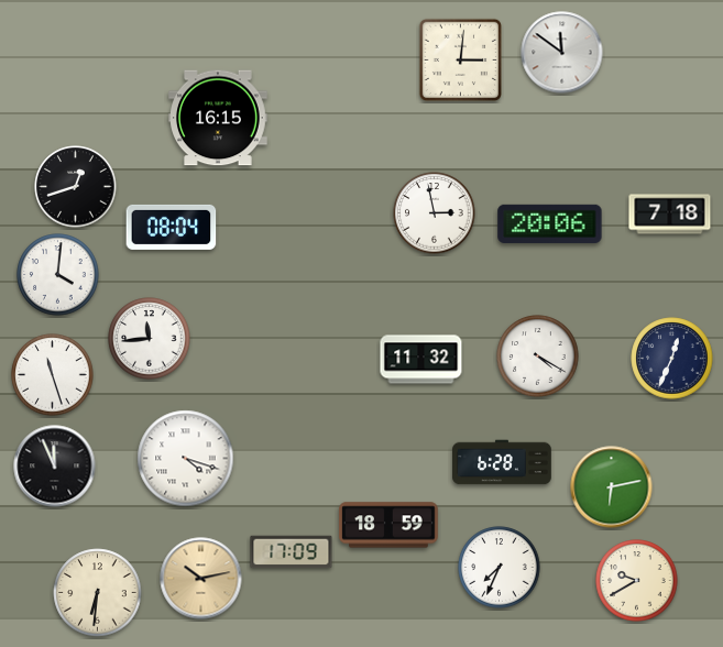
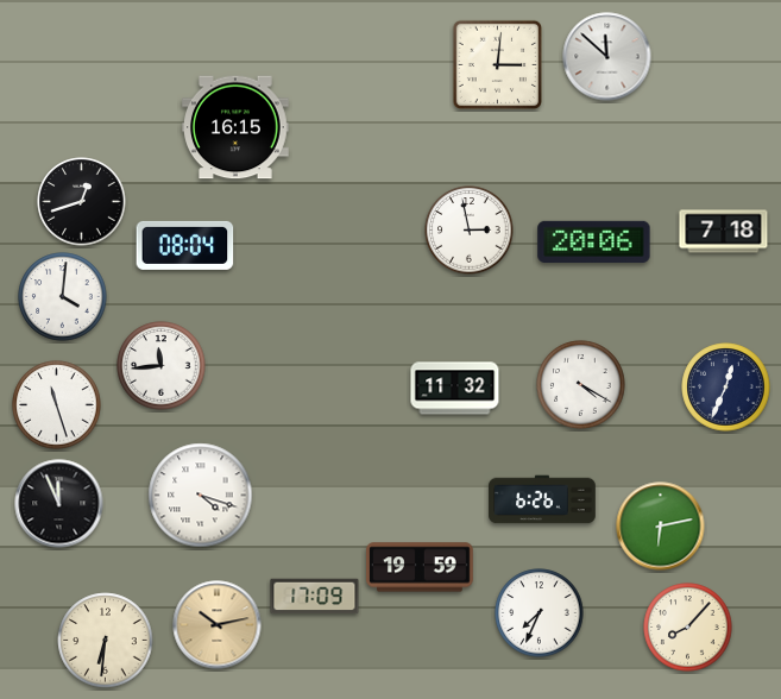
clock at (562, 53): 11:51 -> 11:52
clock at (502, 462): 6:28 -> 6:26
clock at (390, 525): 18:59 -> 19:59
clock at (637, 581): 9:40 -> 8:07
